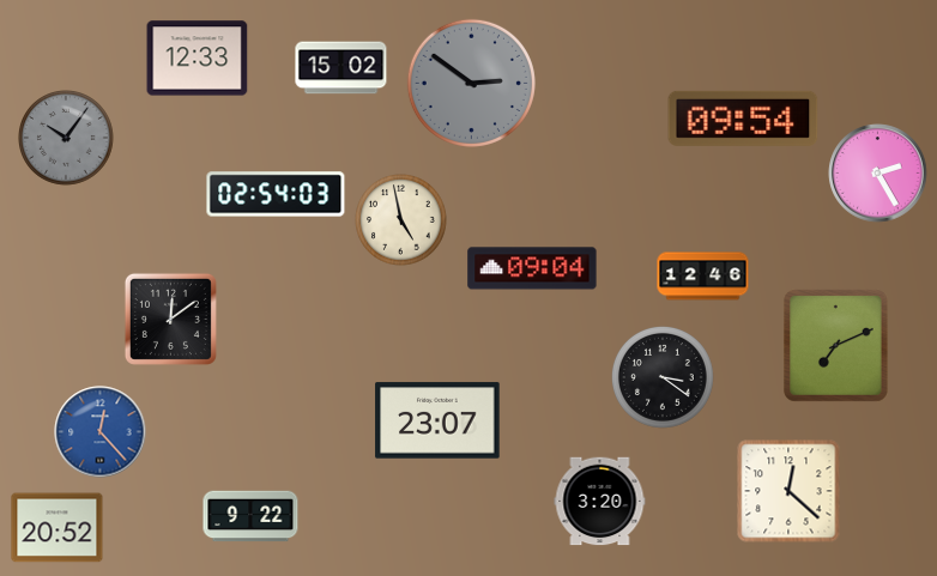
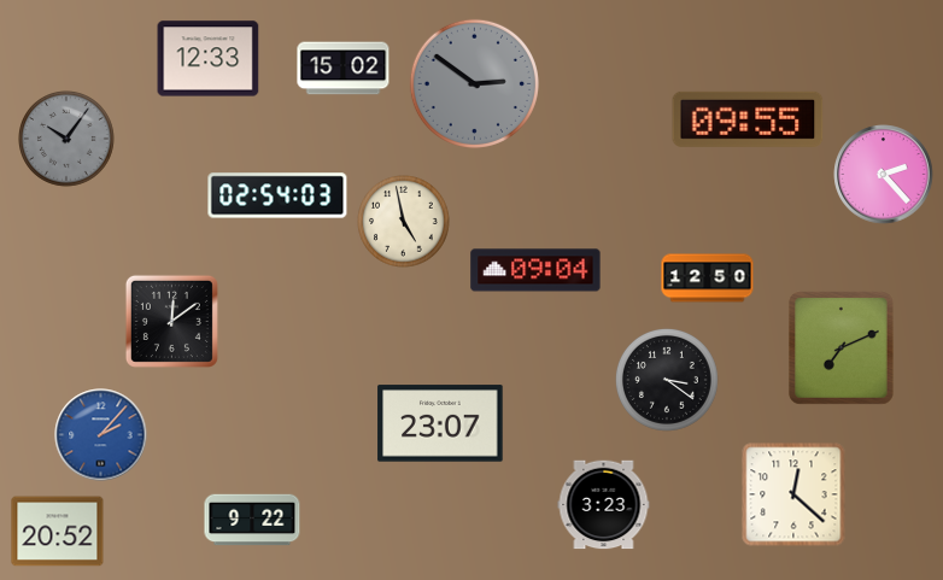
clock at (198, 59) position: (198, 59) -> (209, 59)
clock at (743, 119): 09:54 -> 09:55
clock at (878, 174): 2:25 -> 2:23
clock at (703, 277): 12:46 -> 12:50
clock at (101, 432): 12:23 -> 2:07
clock at (600, 502): 3:20 -> 3:23
